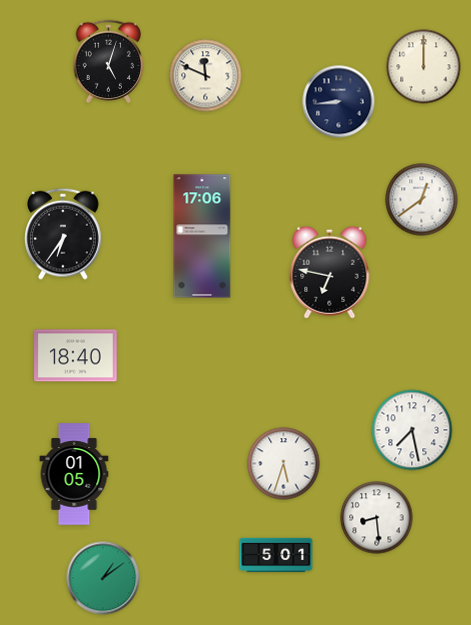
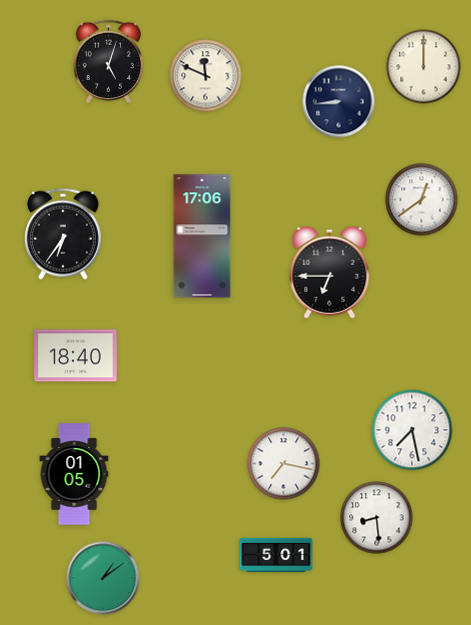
clock at (330, 272): 6:47 -> 6:45
clock at (284, 464): 5:33 -> 7:17
